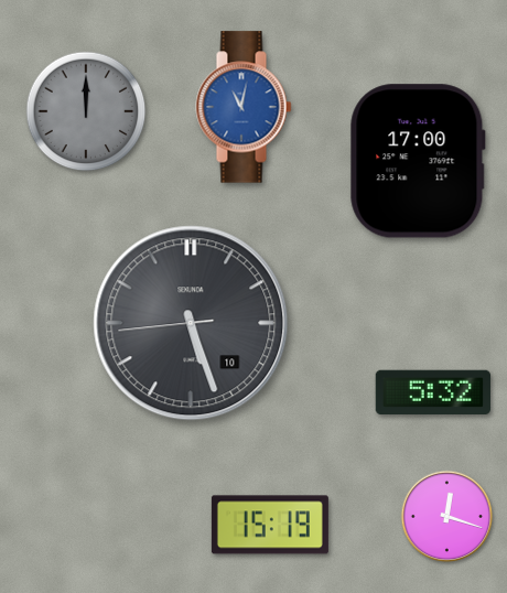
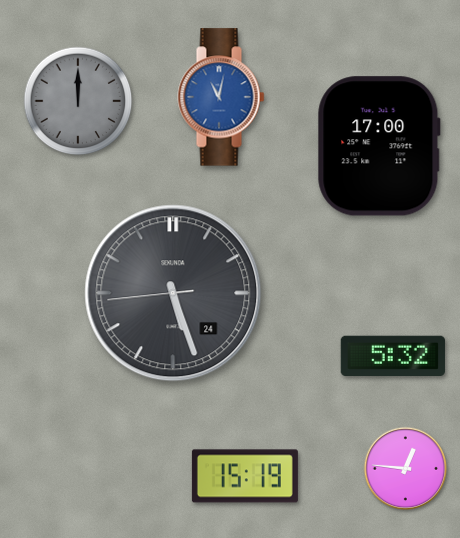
clock at (191, 323) date: 10 -> 24
clock at (447, 517): 12:18 -> 12:46
